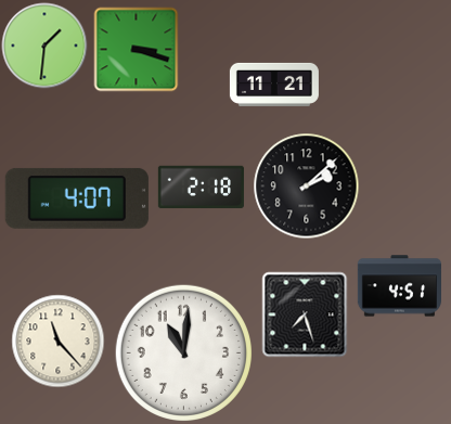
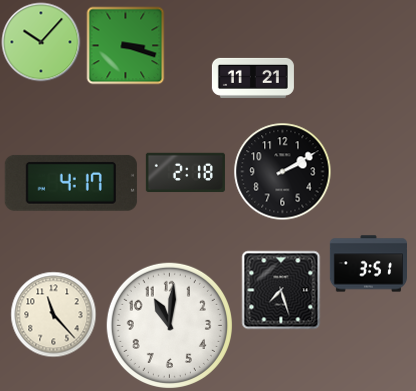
clock at (44, 46): 1:31 -> 10:07
clock at (306, 185): 2:08 -> 2:10
clock at (77, 198): 4:07 -> 4:17
clock at (399, 286): 4:51 -> 3:51
